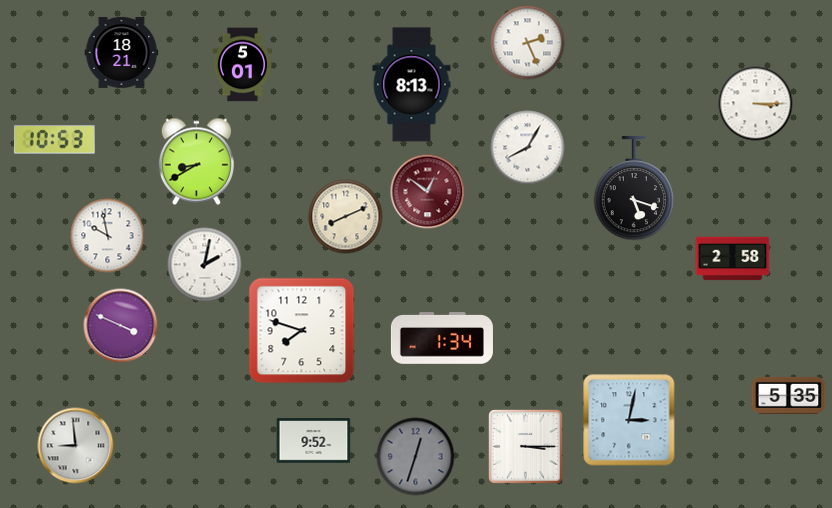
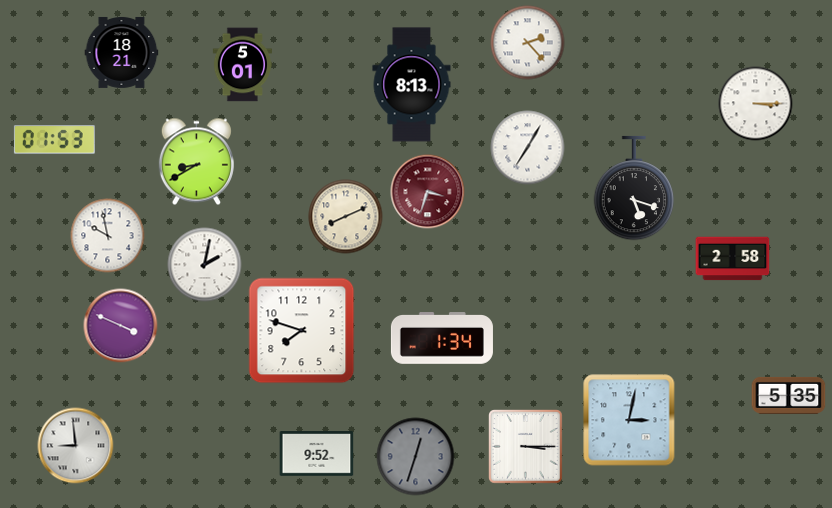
clock at (528, 43): 2:26 -> 2:23
clock at (54, 140): 10:53 -> 01:53
clock at (528, 148): 8:05 -> 7:05
clock at (428, 192): 12:51 -> 3:33
clock at (314, 441) position: (314, 441) -> (317, 454)
